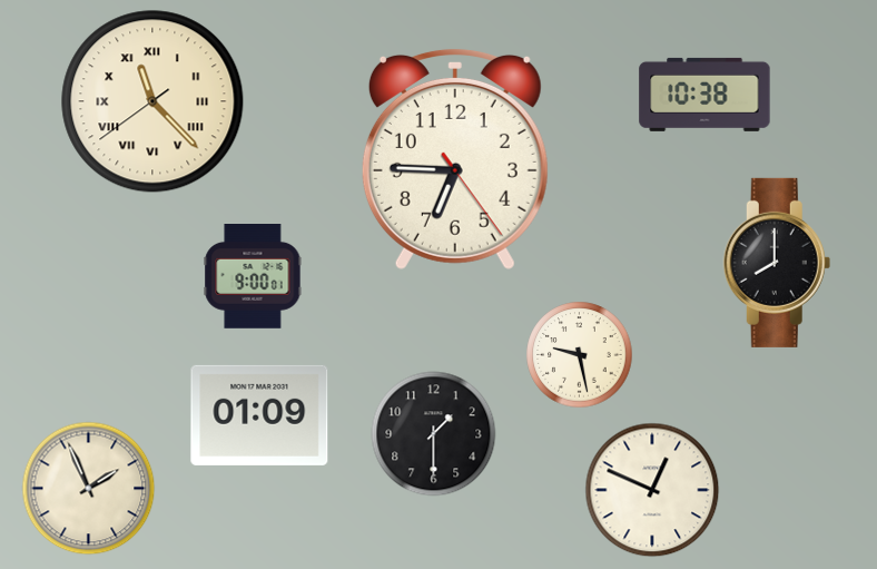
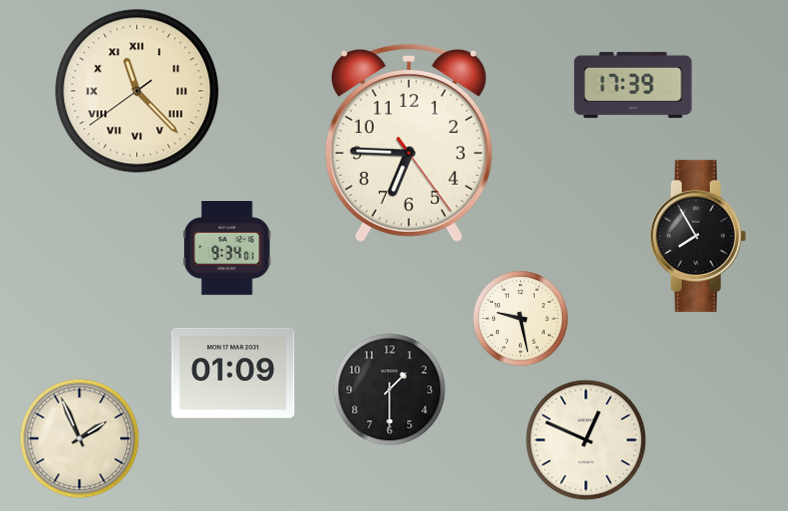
clock at (704, 95): 10:38 -> 17:39
clock at (777, 263): 8:00 -> 7:55
clock at (253, 277): 9:00 -> 9:34
